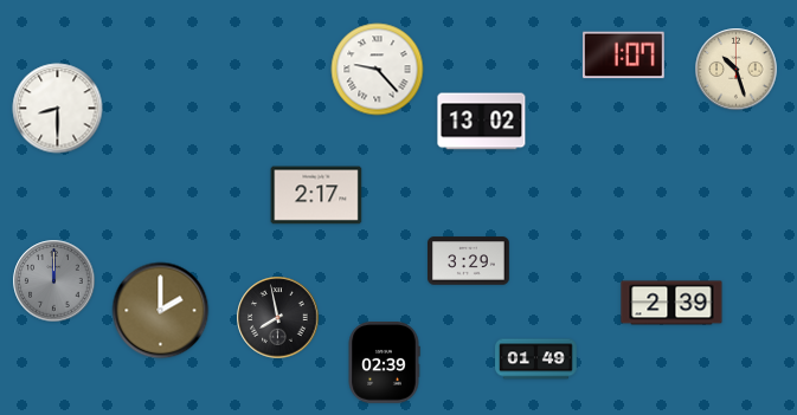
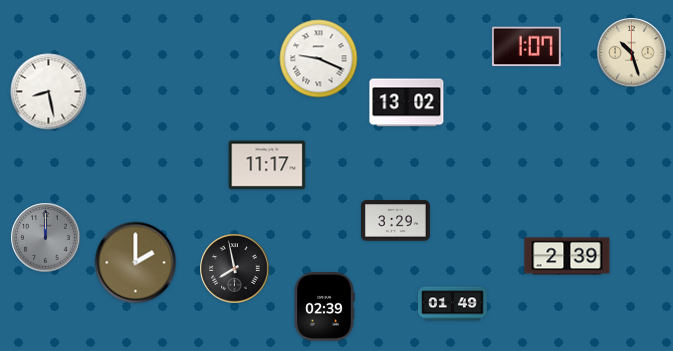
clock at (378, 70): 9:23 -> 9:19
clock at (737, 70) position: (737, 70) -> (632, 53)
clock at (58, 109): 8:30 -> 8:28
clock at (316, 195): 2:17 -> 11:17
